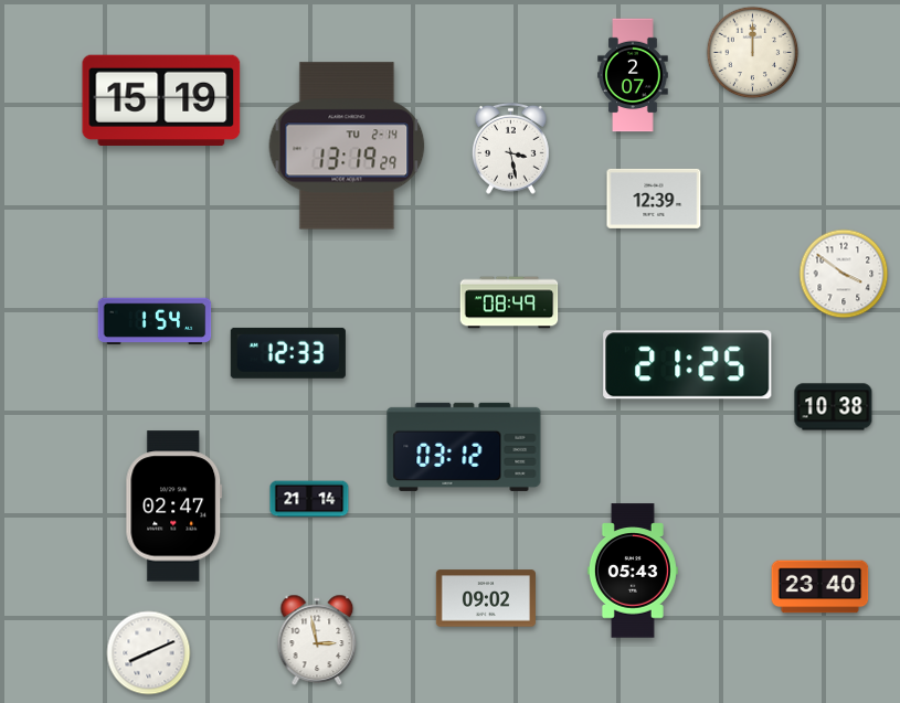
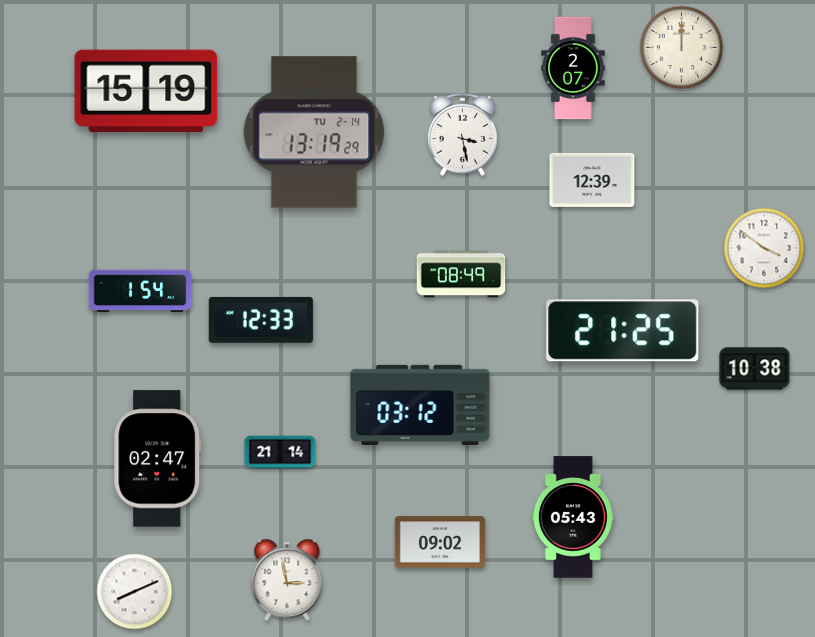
clock at (820, 587): 23:40 -> none
